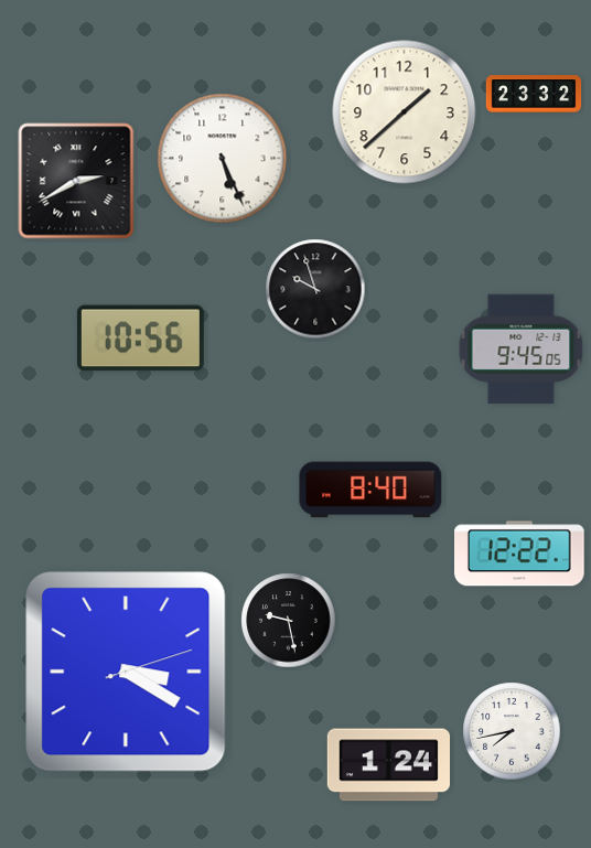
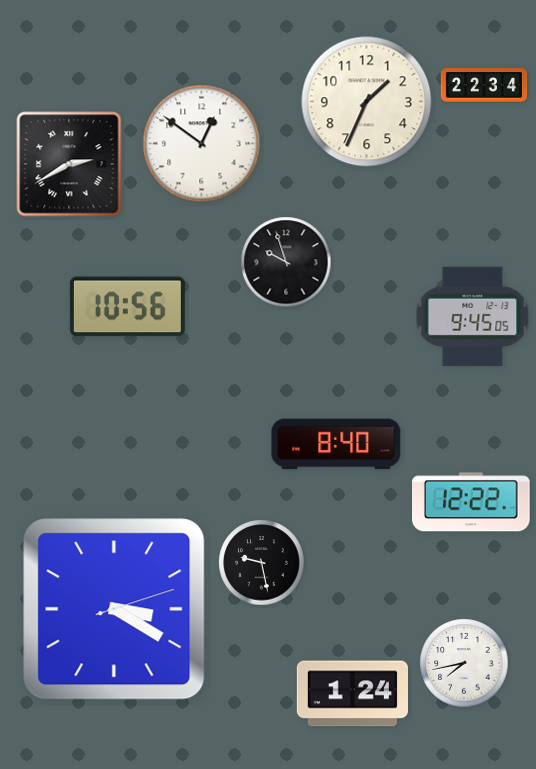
clock at (534, 94): 23:32 -> 22:34
clock at (405, 112): 1:38 -> 1:34
clock at (223, 159): 5:26 -> 12:51
